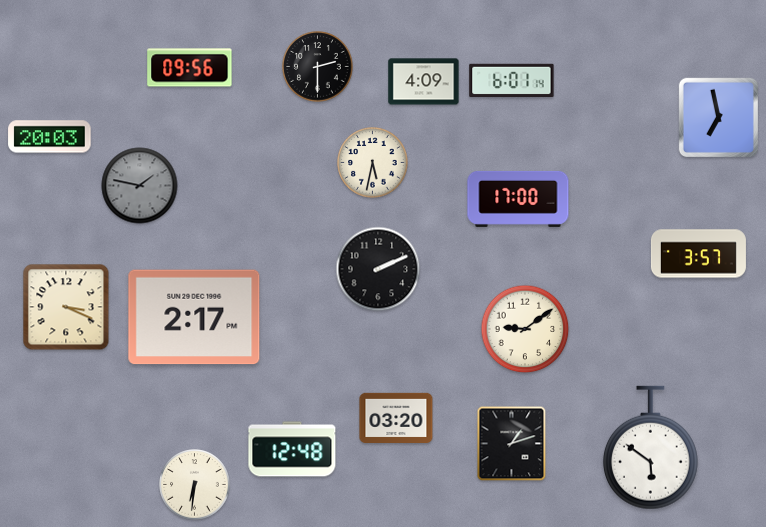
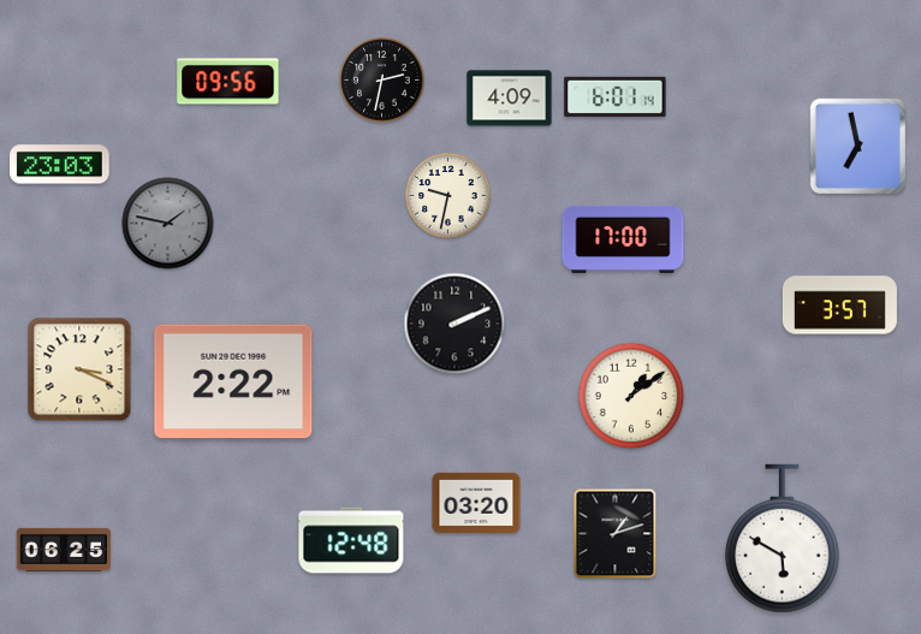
clock at (318, 67): 2:30 -> 2:32
clock at (718, 117) position: (718, 117) -> (857, 146)
clock at (50, 137): 20:03 -> 23:03
clock at (373, 163): 5:32 -> 9:32
clock at (194, 317): 2:17 -> 2:22
clock at (525, 329): 9:09 -> 1:09
clock at (650, 448): 5:51 -> 5:50
clock at (64, 550): none -> 06:25
clock at (195, 485): 6:31 -> none
